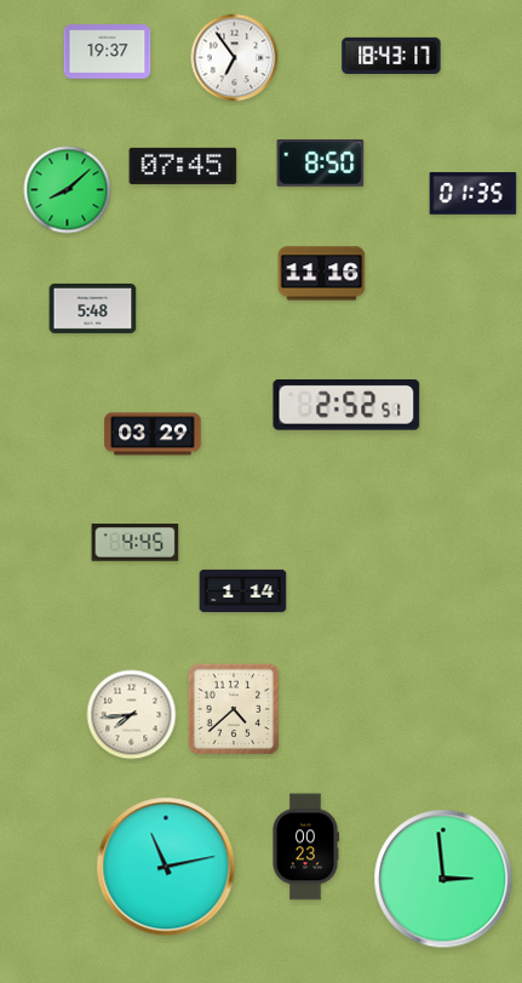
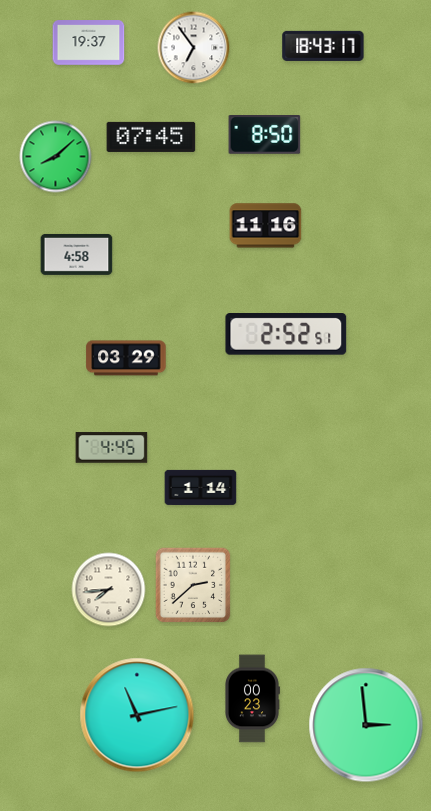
clock at (474, 194): 01:35 -> none
clock at (93, 308): 5:48 -> 4:58
clock at (234, 709): 4:38 -> 2:38
